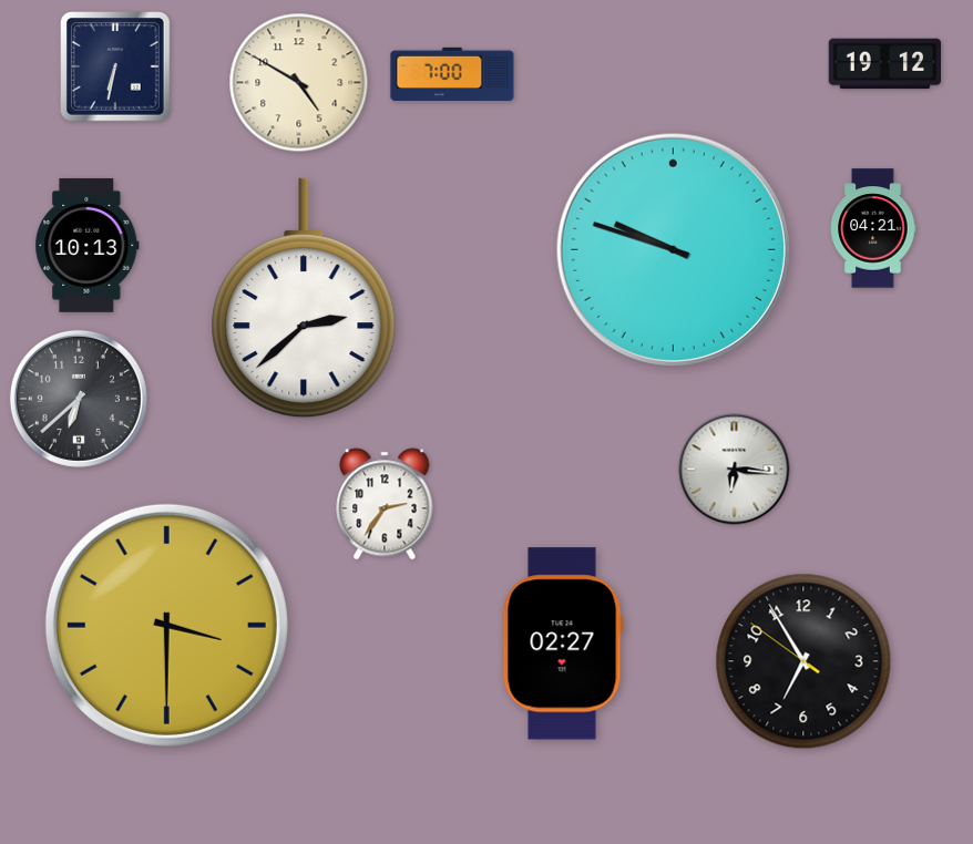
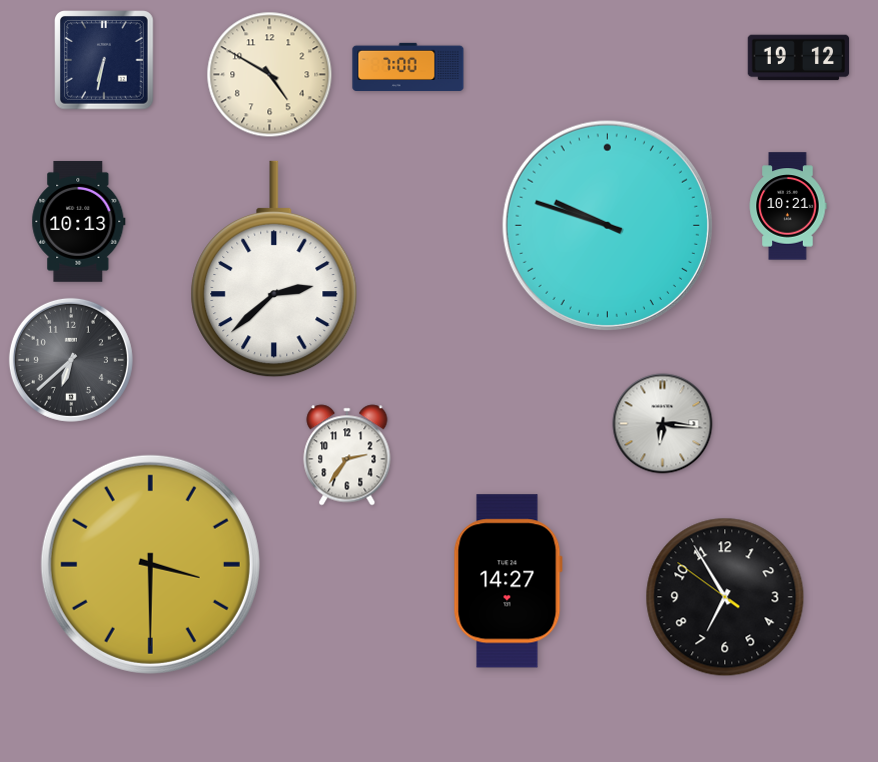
clock at (873, 228): 04:21 -> 10:21
clock at (563, 644): 02:27 -> 14:27
